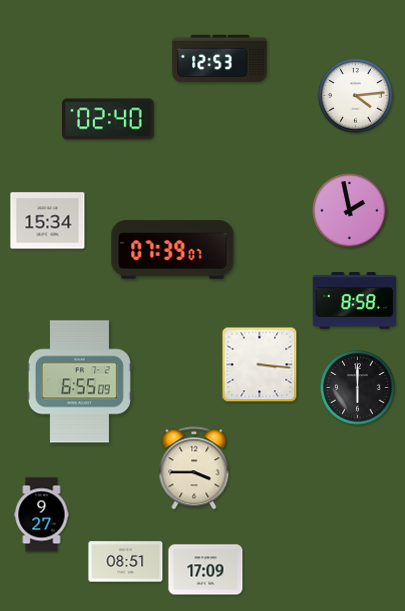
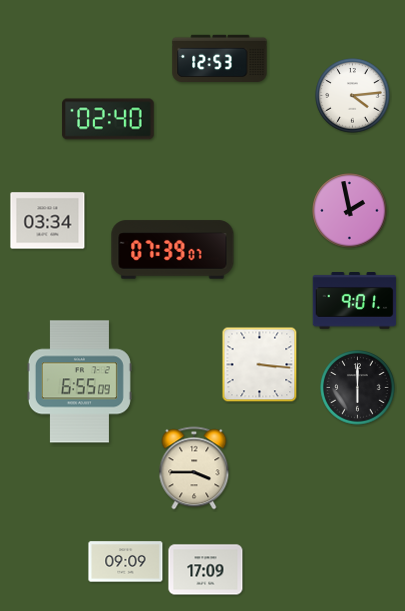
clock at (356, 96) position: (356, 96) -> (353, 96)
clock at (48, 221): 15:34 -> 03:34
clock at (355, 301): 8:58 -> 9:01
clock at (42, 515): 9:27 -> none
clock at (126, 562): 08:51 -> 09:09
